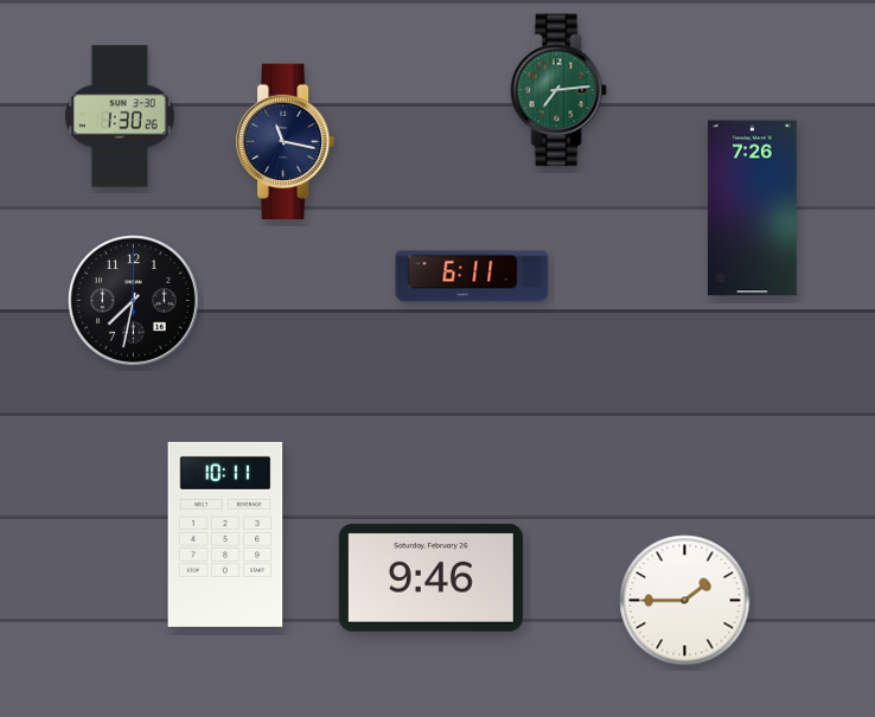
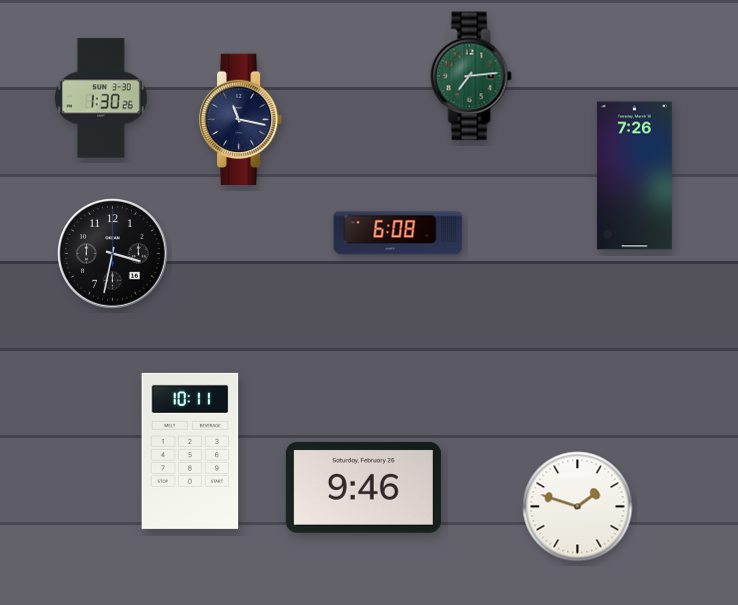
clock at (472, 276): 6:11 -> 6:08
clock at (134, 301): 7:32 -> 3:32
clock at (685, 601): 1:45 -> 1:48
